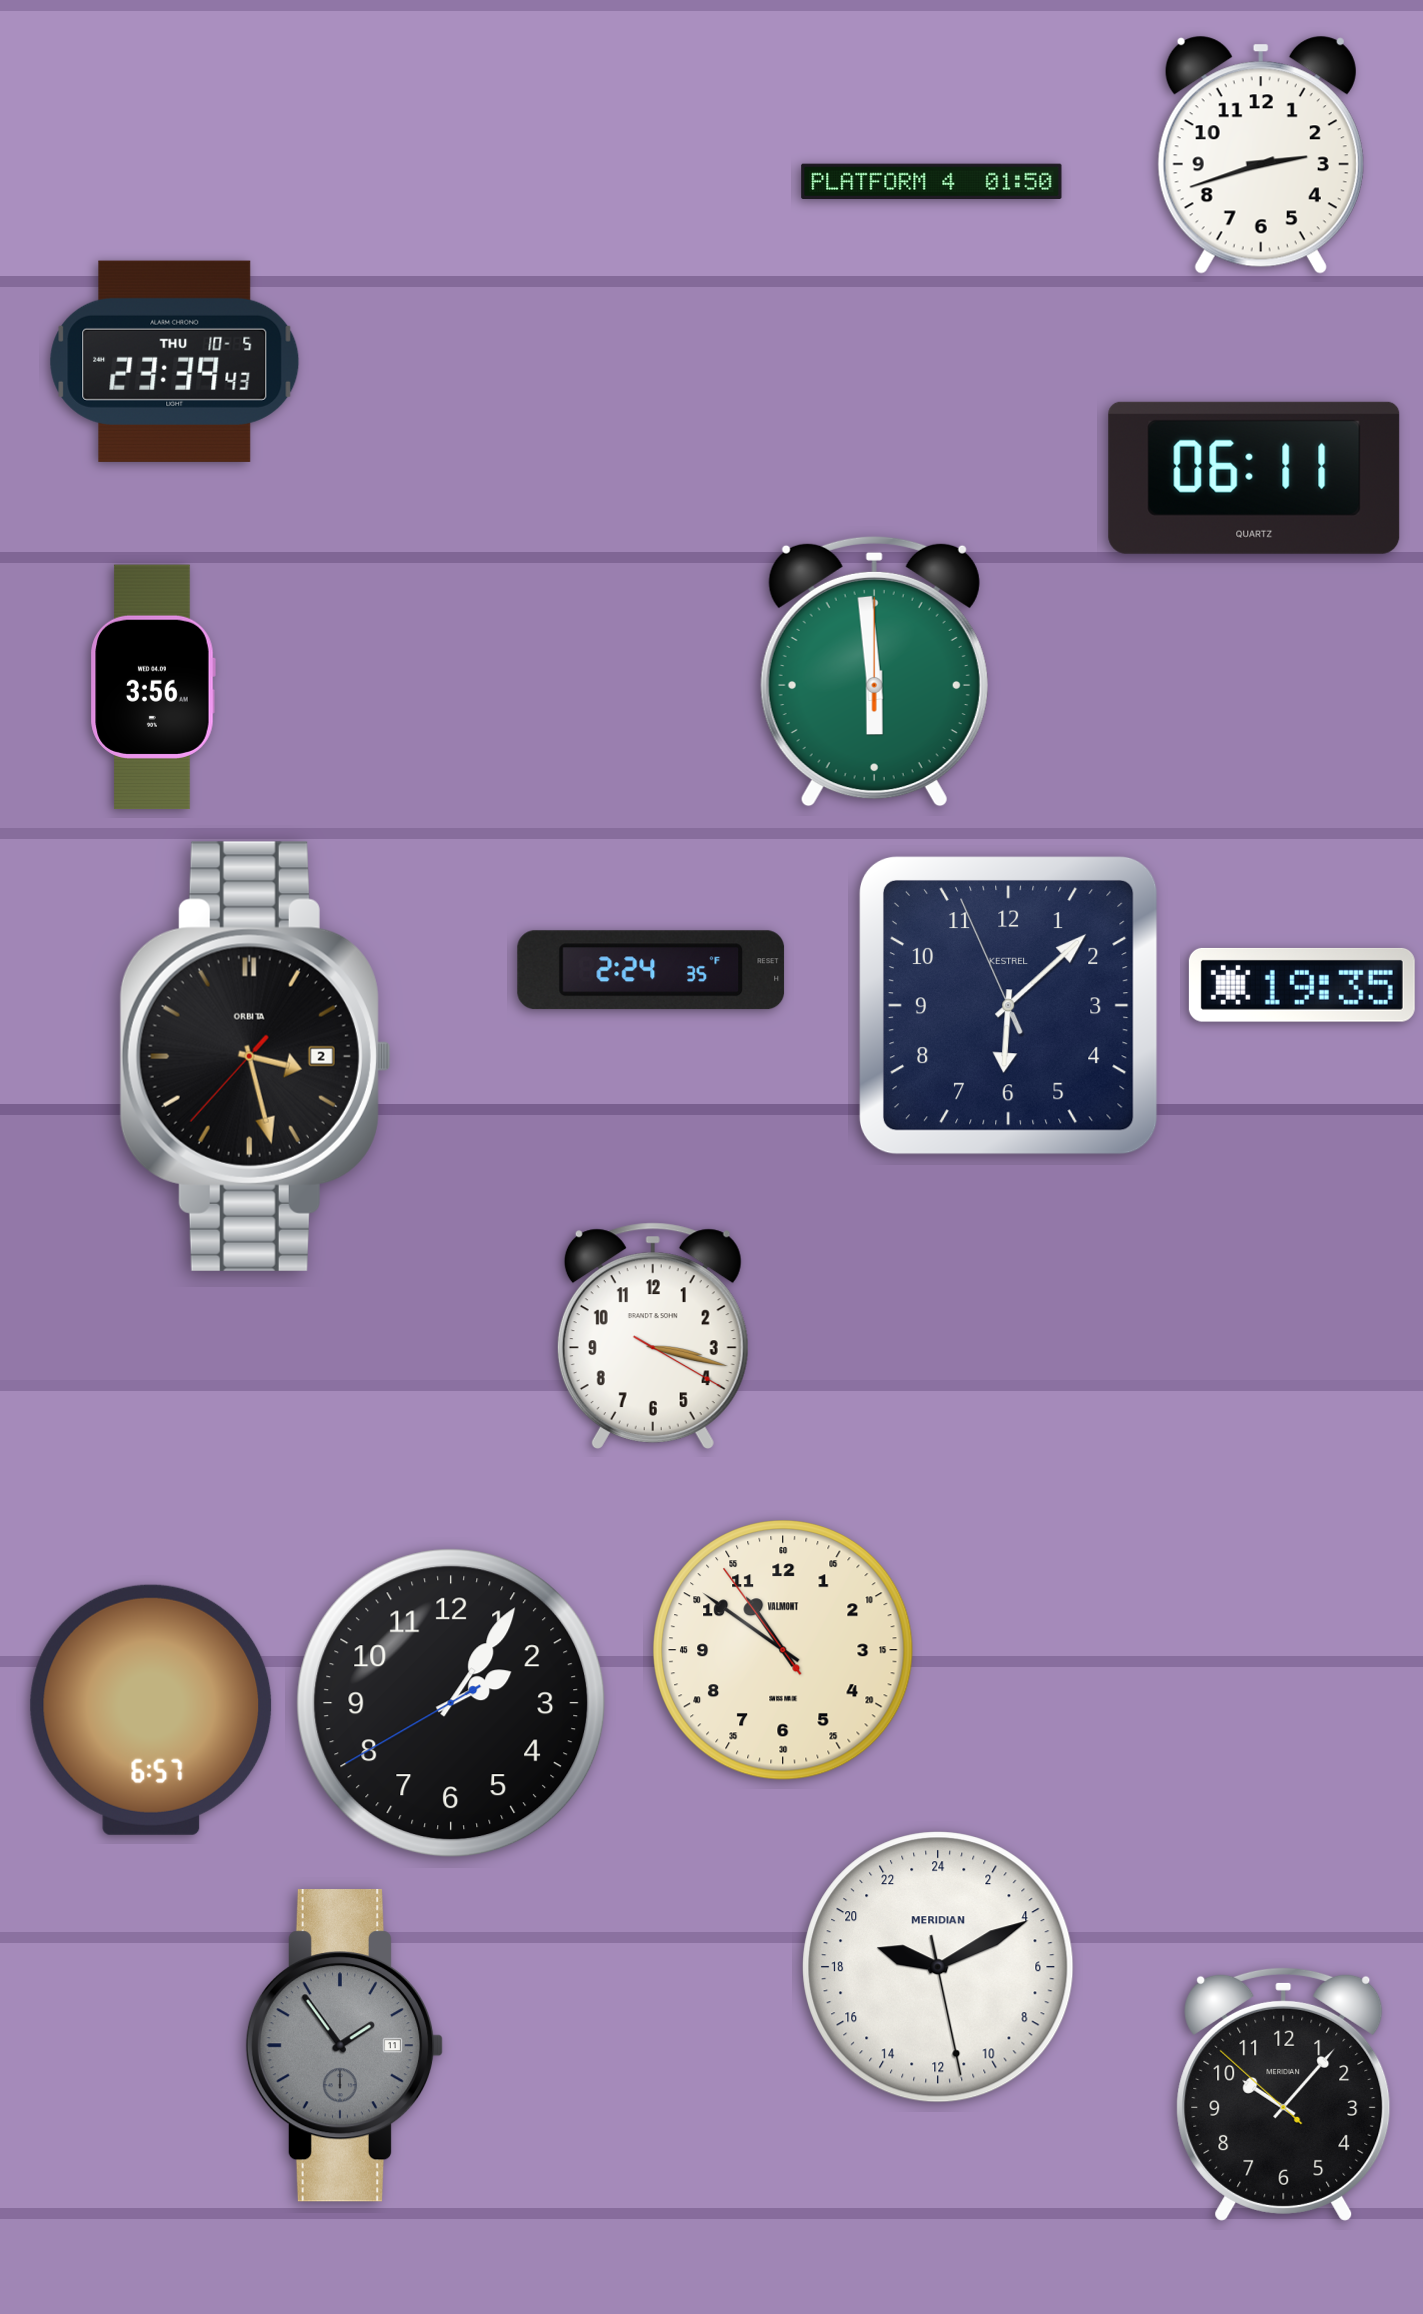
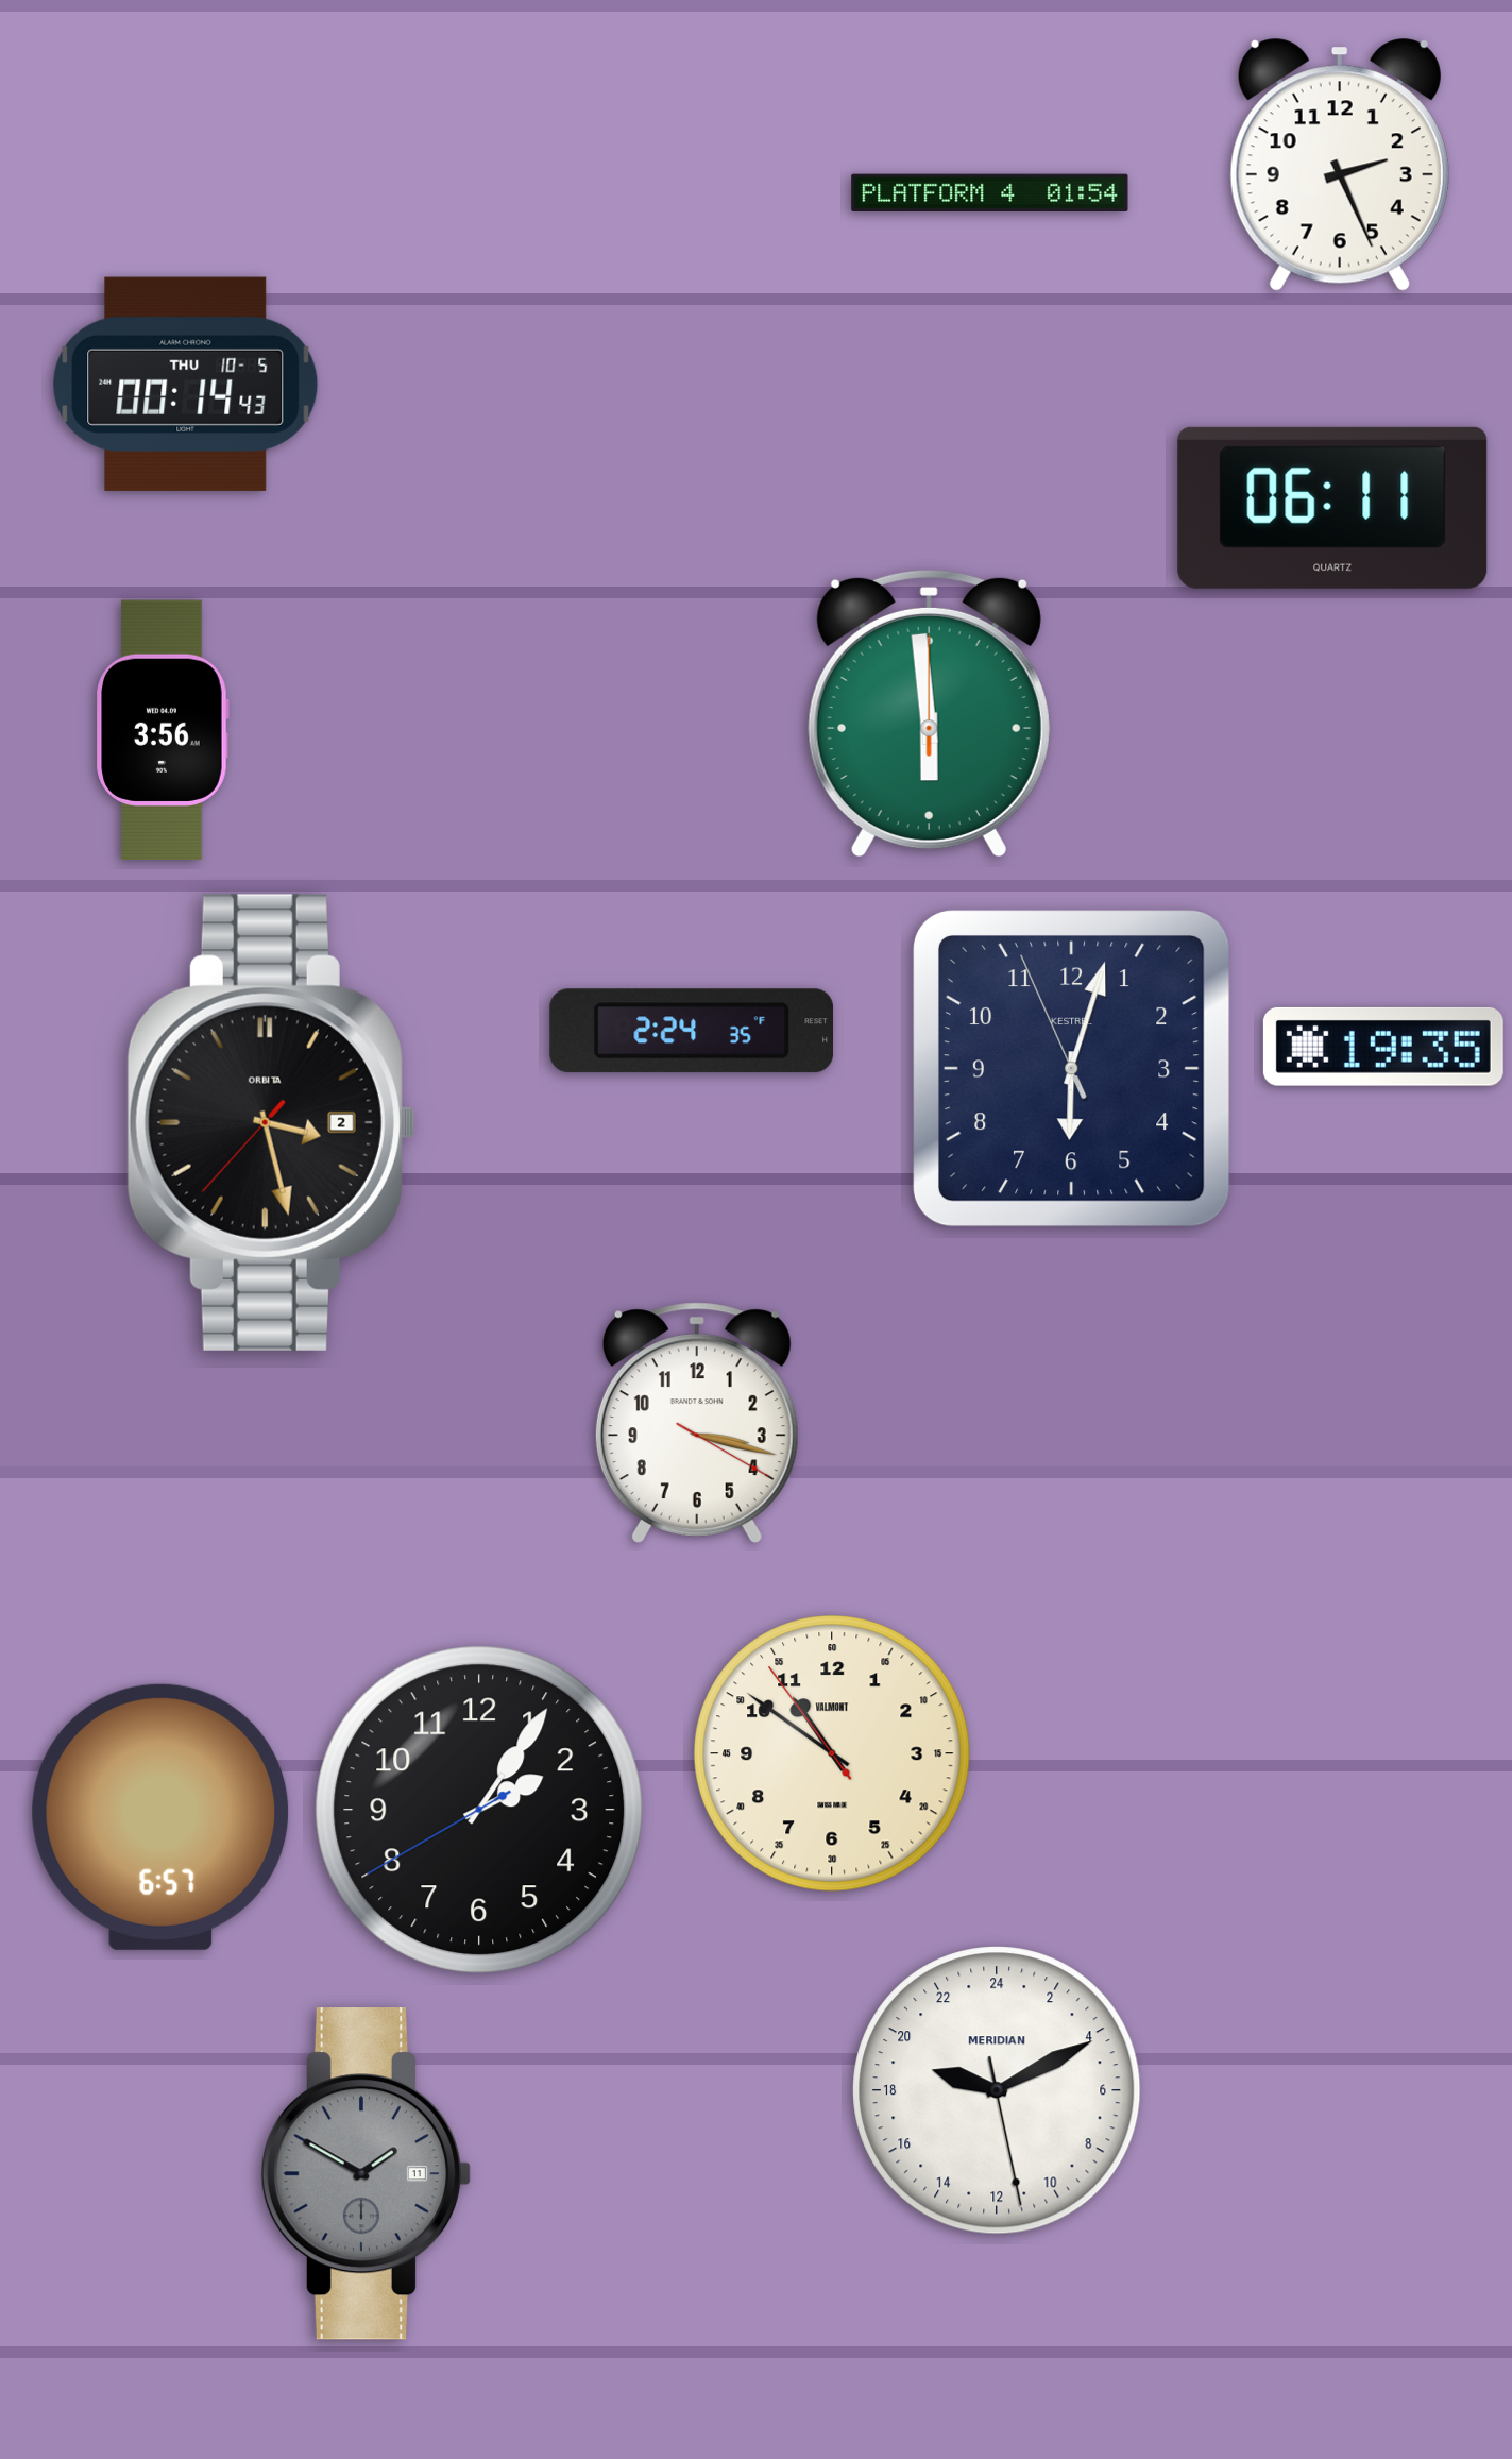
clock at (1261, 155): 2:42 -> 2:26
clock at (932, 181): 01:50 -> 01:54
clock at (175, 361): 23:39 -> 00:14
clock at (1008, 1005): 6:07 -> 6:02
clock at (653, 1336) position: (653, 1336) -> (697, 1423)
clock at (345, 2046): 1:54 -> 1:50
clock at (1284, 2094): 10:06 -> none
